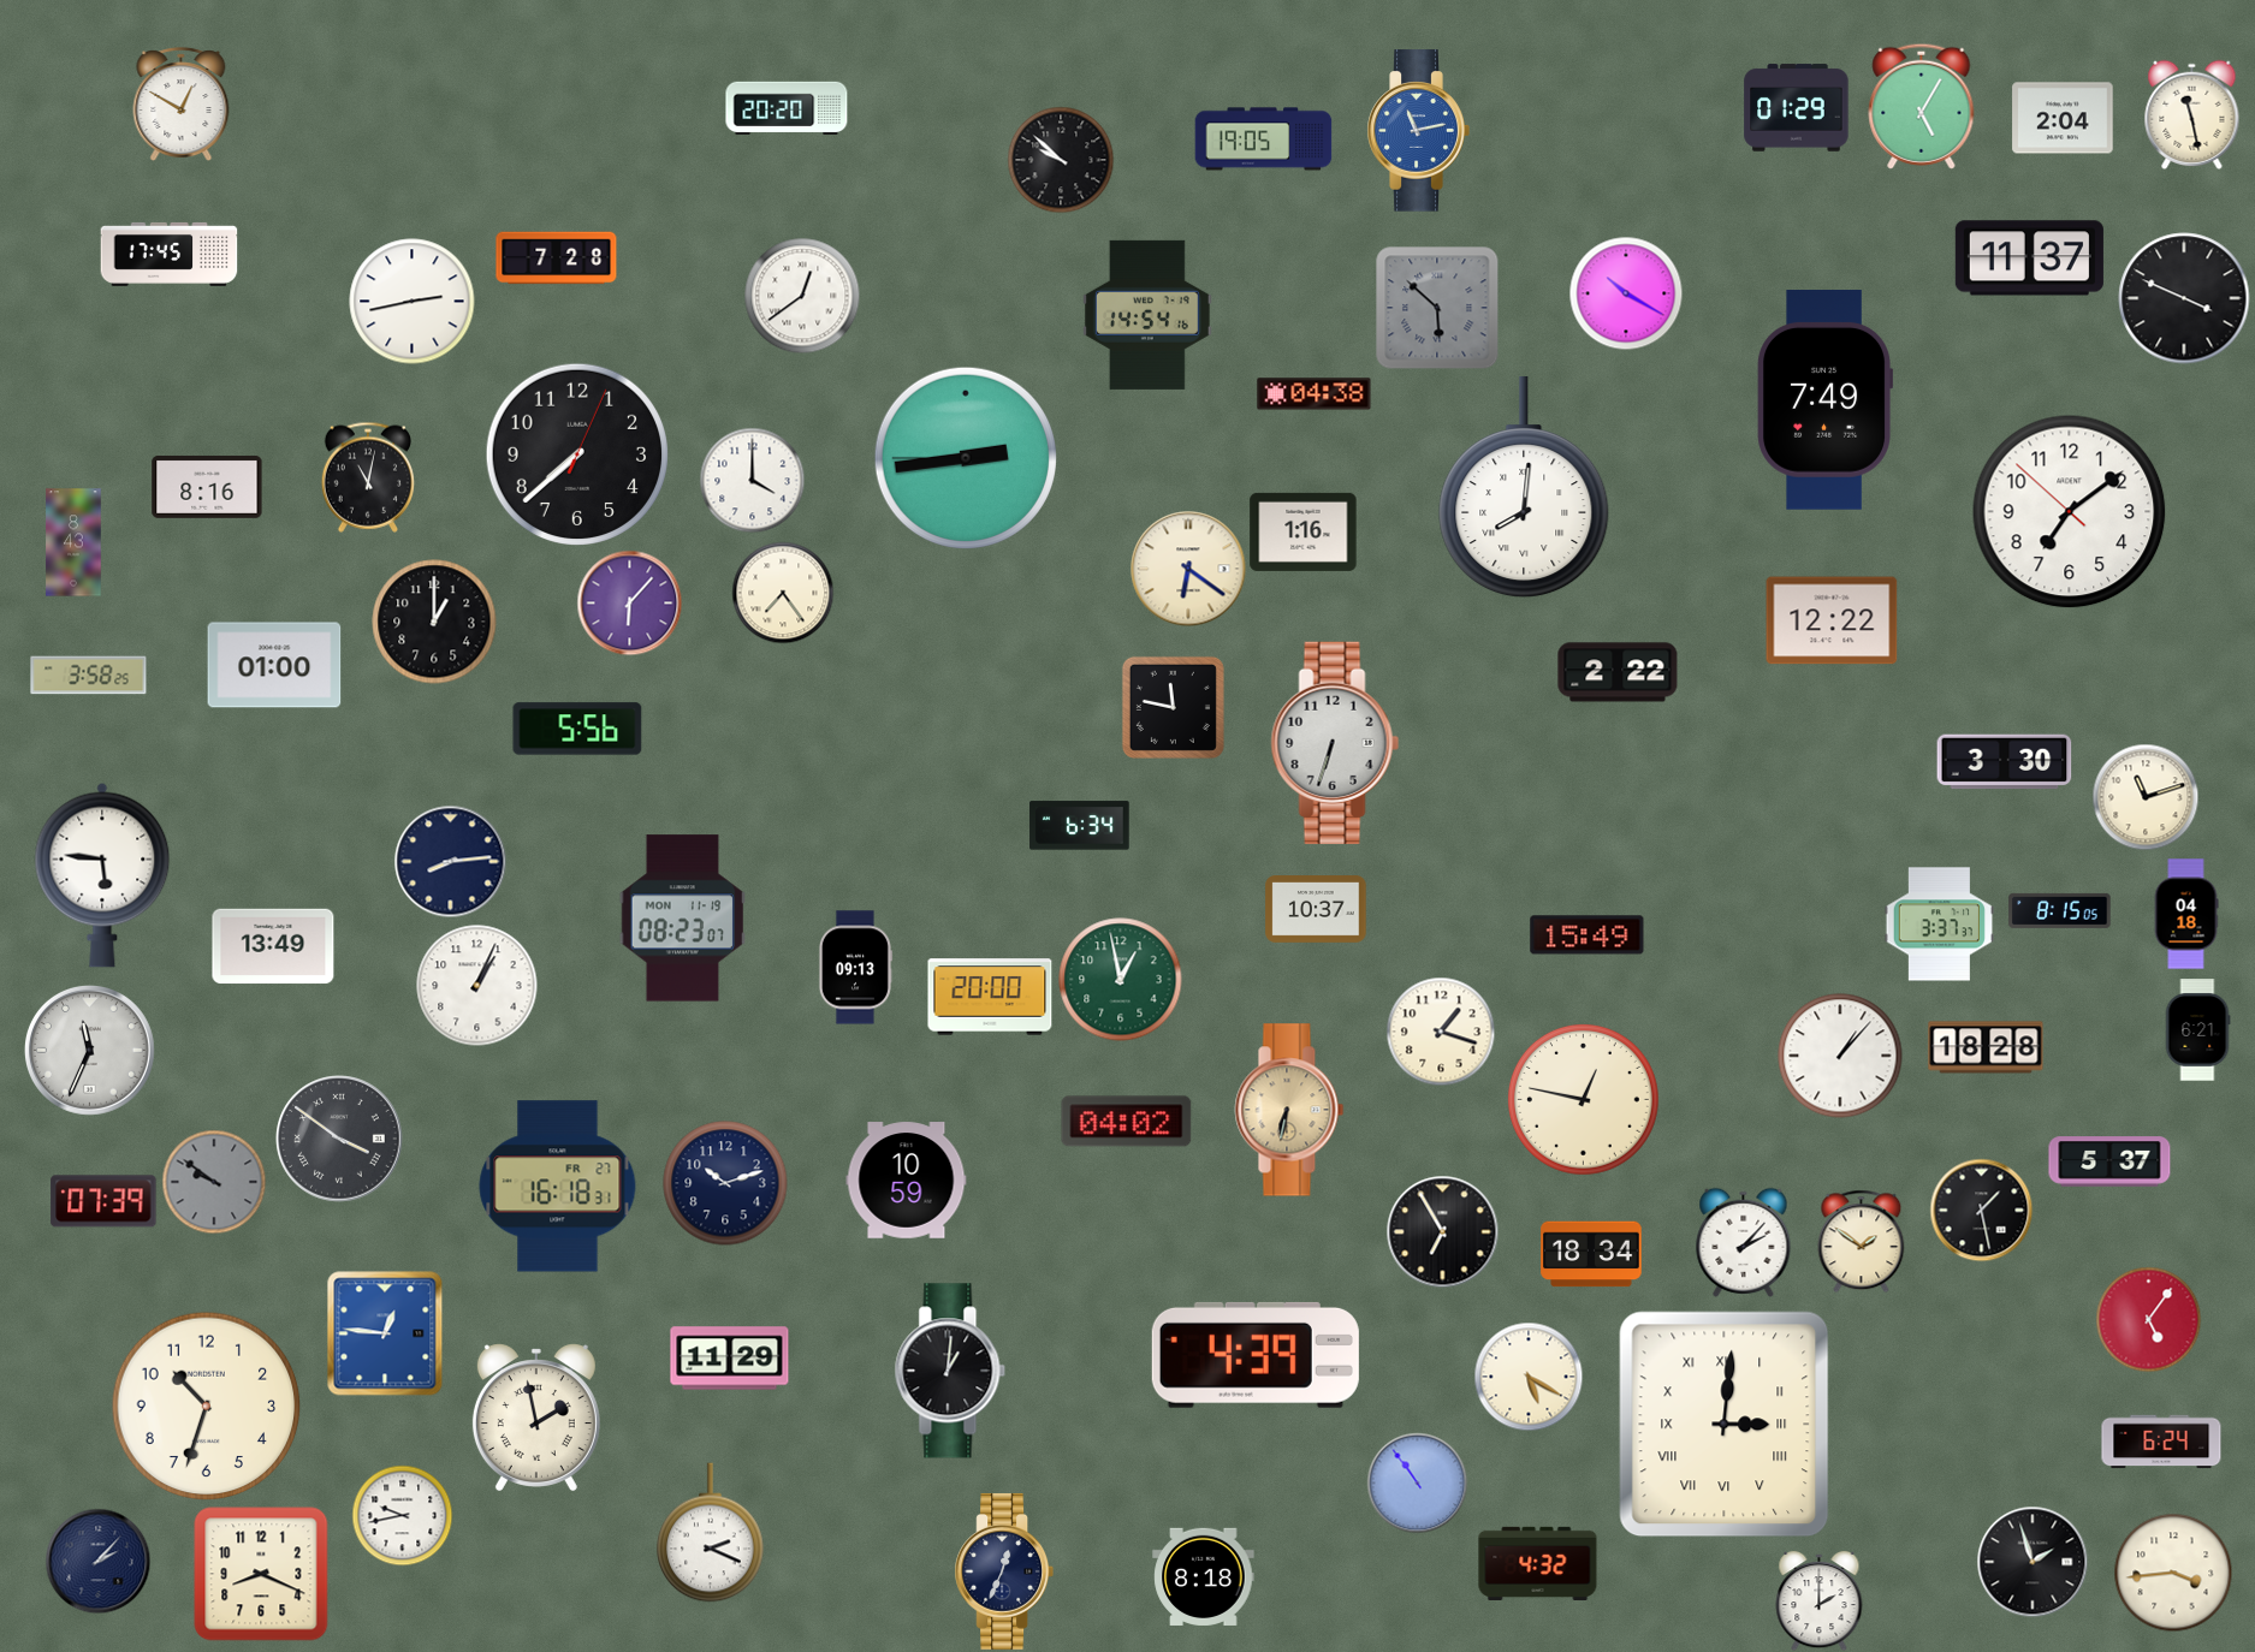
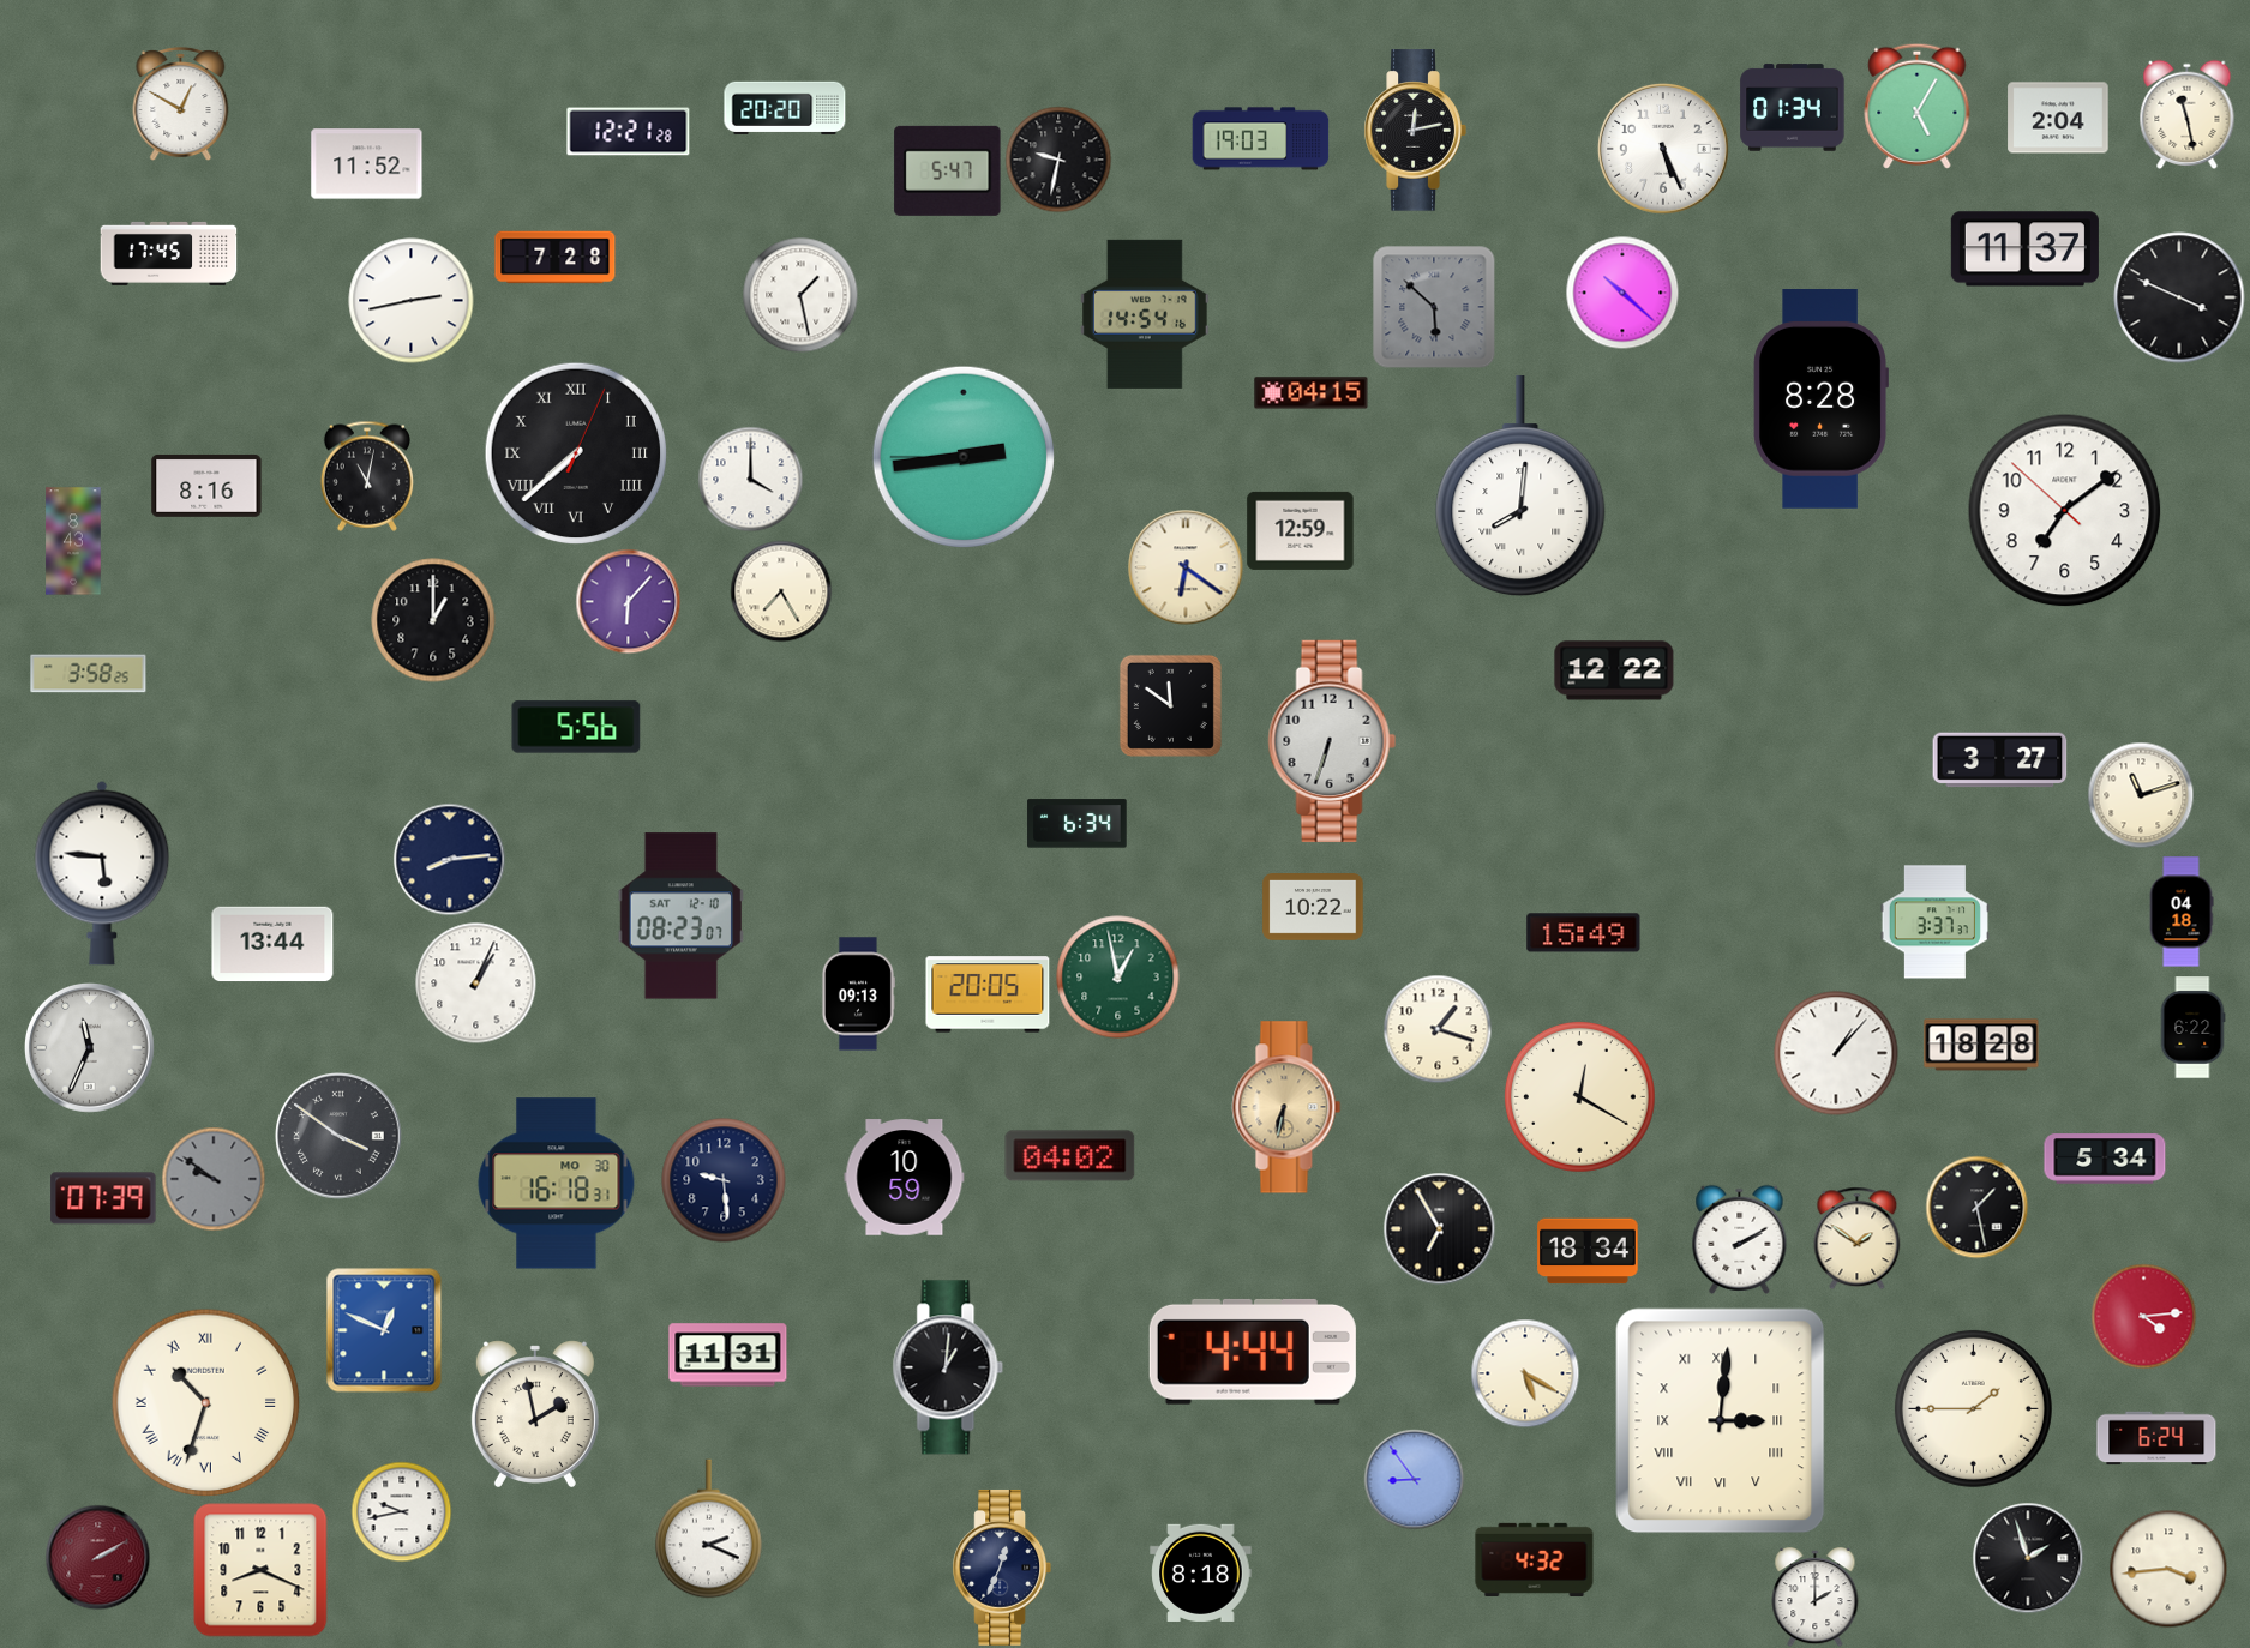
clock at (1797, 108): 01:29 -> 01:34
clock at (1418, 131): 11:13 -> 12:13
clock at (1418, 131) dial: blue -> black
clock at (629, 132): none -> 12:21
clock at (1264, 139): 19:05 -> 19:03
clock at (1663, 149): none -> 5:26
clock at (1061, 160): 9:52 -> 9:32
clock at (367, 164): none -> 11:52
clock at (948, 170): none -> 5:47
clock at (2029, 259) position: (2029, 259) -> (2024, 249)
clock at (1626, 293): 10:20 -> 10:22
clock at (802, 296): 12:39 -> 1:28
clock at (1315, 394): 04:38 -> 04:15
clock at (1824, 400): 7:49 -> 8:28
clock at (576, 453) numerals: Arabic -> Roman
clock at (1304, 531): 1:16 -> 12:59
clock at (783, 593): 7:24 -> 7:25
clock at (1832, 620): 12:22 -> none
clock at (274, 665): 01:00 -> none
clock at (1618, 672): 2:22 -> 12:22
clock at (1173, 707): 11:47 -> 11:51
clock at (2005, 762): 3:30 -> 3:27
clock at (1316, 910): 10:37 -> 10:22
clock at (2060, 910): 8:15 -> none
clock at (682, 919) date: MON 11-19 -> SAT 12-10
clock at (273, 946): 13:49 -> 13:44
clock at (855, 968) position: (855, 968) -> (858, 994)
clock at (990, 997): 20:00 -> 20:05
clock at (2197, 1030): 6:21 -> 6:22
clock at (1583, 1099): 12:47 -> 12:20
clock at (1127, 1122) position: (1127, 1122) -> (1070, 1156)
clock at (2109, 1161): 5:37 -> 5:34
clock at (725, 1183): 10:12 -> 9:29
clock at (558, 1187) date: FR 27 -> MO 30
clock at (1744, 1242): 2:07 -> 2:10
clock at (2148, 1319): 5:06 -> 4:14
clock at (385, 1333): 12:46 -> 12:49
clock at (1256, 1355): 4:39 -> 4:44
clock at (730, 1359): 11:29 -> 11:31
clock at (207, 1407) numerals: Arabic -> Roman
clock at (1973, 1408): none -> 1:45
clock at (1417, 1482): 10:54 -> 8:54
clock at (97, 1561): 2:07 -> 2:10
clock at (97, 1561) dial: navy -> burgundy
